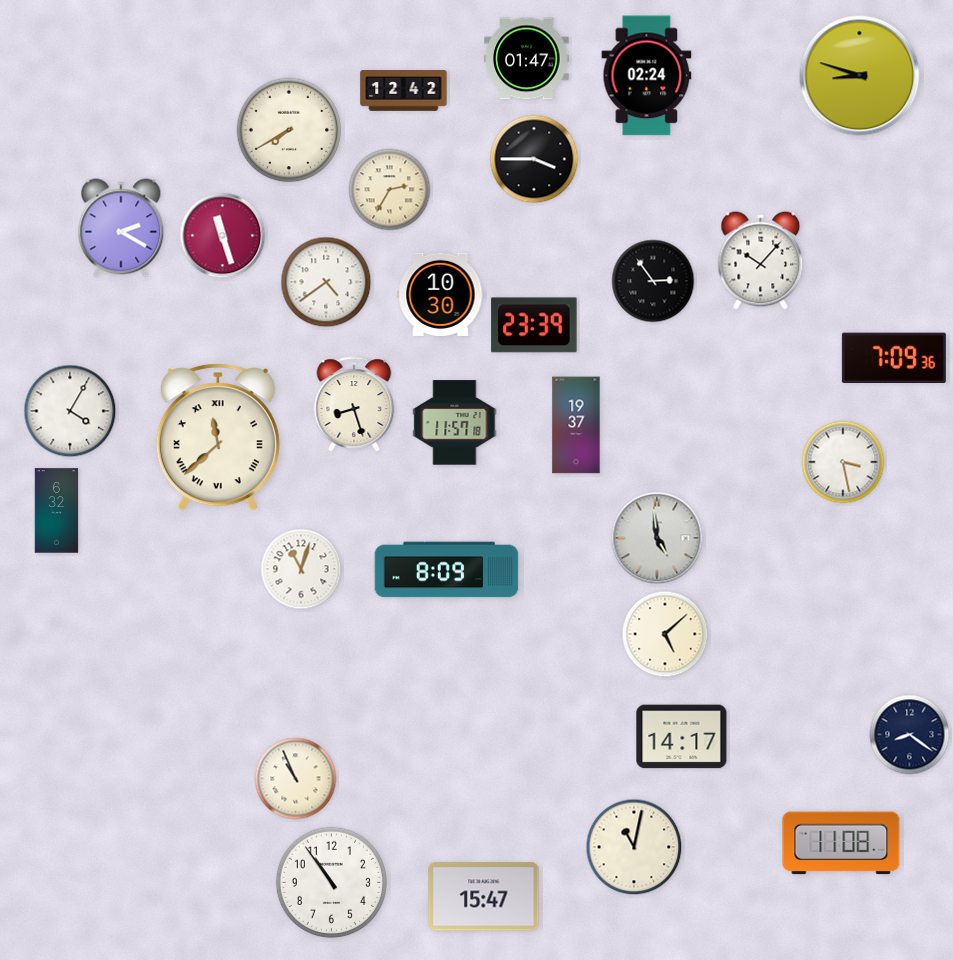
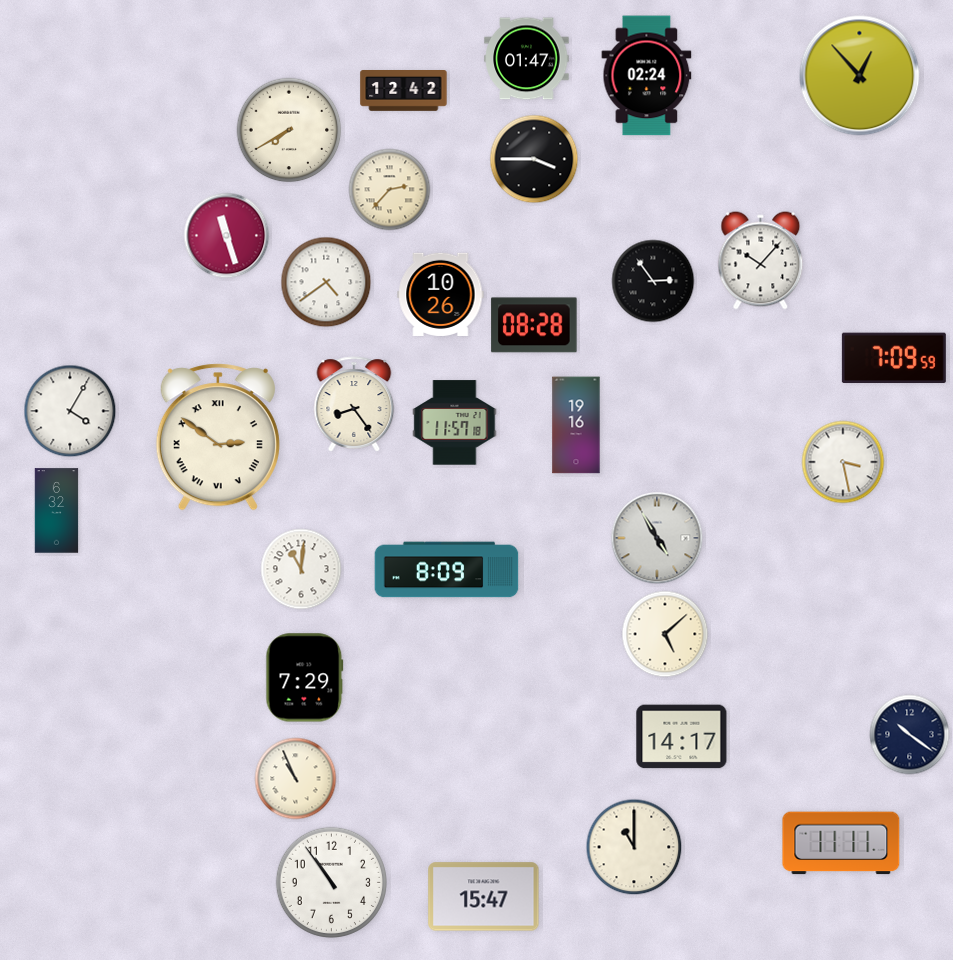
clock at (860, 76): 8:48 -> 12:53
clock at (390, 190): 2:35 -> 2:37
clock at (121, 228): 2:20 -> none
clock at (223, 236) position: (223, 236) -> (227, 236)
clock at (441, 294): 10:30 -> 10:26
clock at (534, 325): 23:39 -> 08:28
clock at (894, 358): 7:09:36 -> 7:09:59
clock at (354, 404): 8:27 -> 8:24
clock at (576, 425): 19:37 -> 19:16
clock at (218, 437): 11:38 -> 2:51
clock at (657, 538): 4:59 -> 4:55
clock at (301, 569): 11:03 -> 11:01
clock at (305, 678): none -> 7:29
clock at (910, 735): 8:21 -> 10:21
clock at (841, 843): 11:08 -> 11:11
clock at (634, 847): 11:02 -> 11:00
